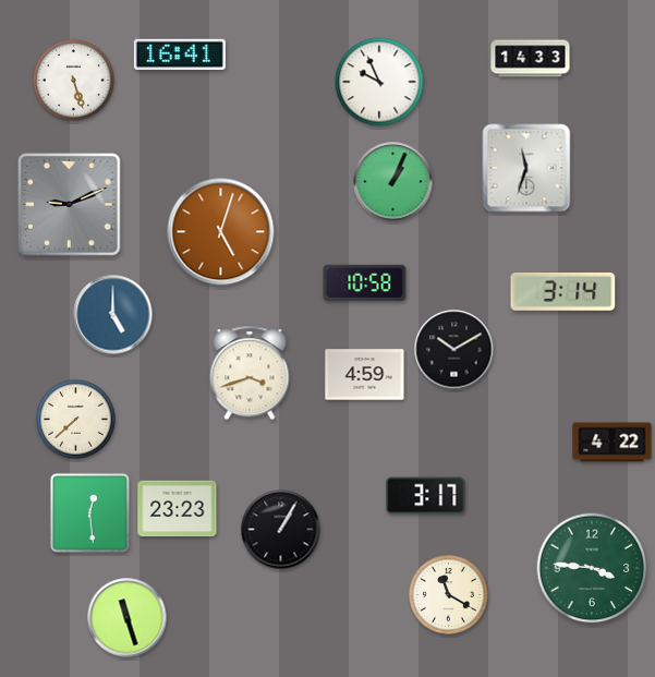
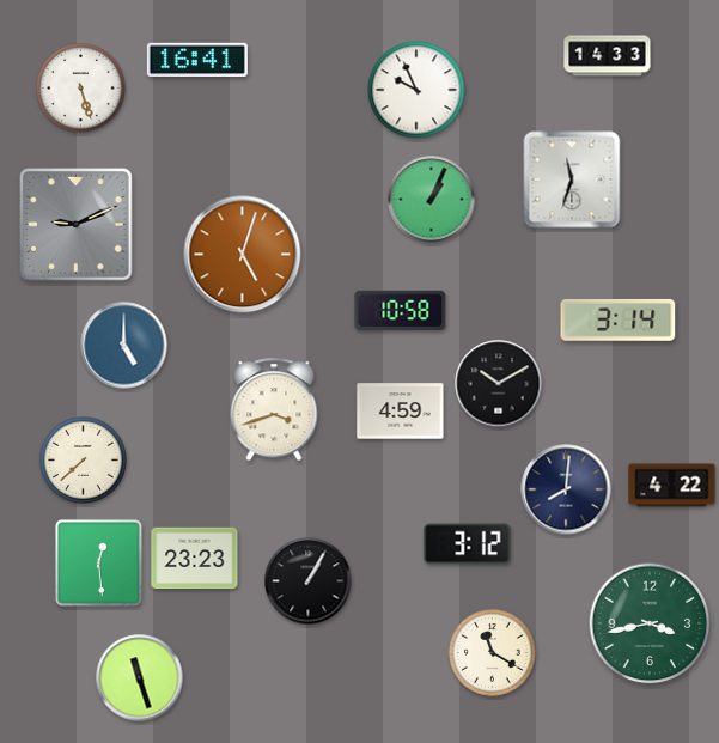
clock at (531, 59) position: (531, 59) -> (608, 56)
clock at (526, 168) position: (526, 168) -> (572, 179)
clock at (566, 489): none -> 8:01
clock at (426, 496): 3:17 -> 3:12
clock at (592, 568): 3:46 -> 3:43
